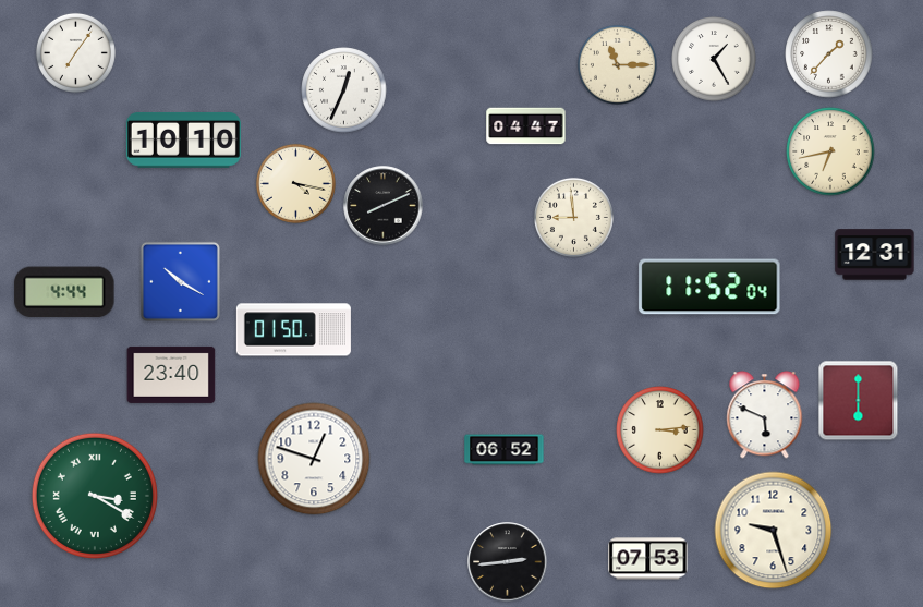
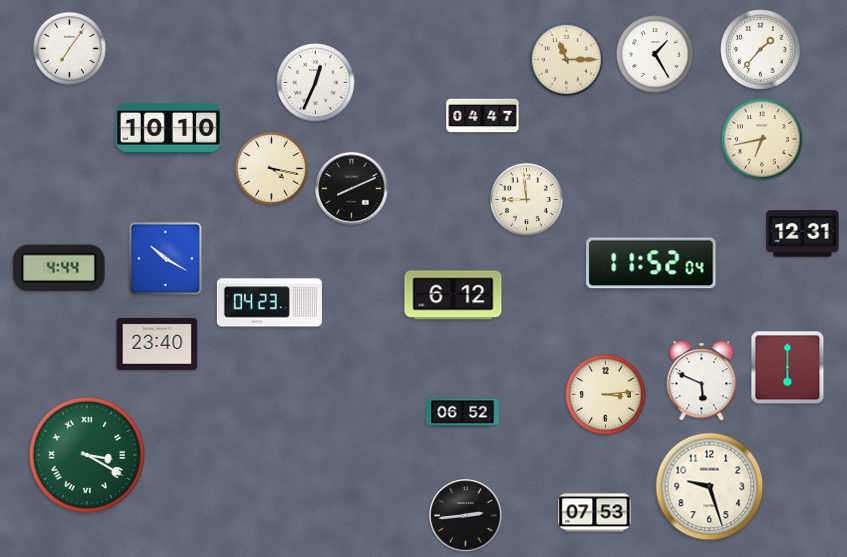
clock at (453, 295): none -> 6:12
clock at (293, 330): 01:50 -> 04:23
clock at (314, 459): 12:48 -> none
